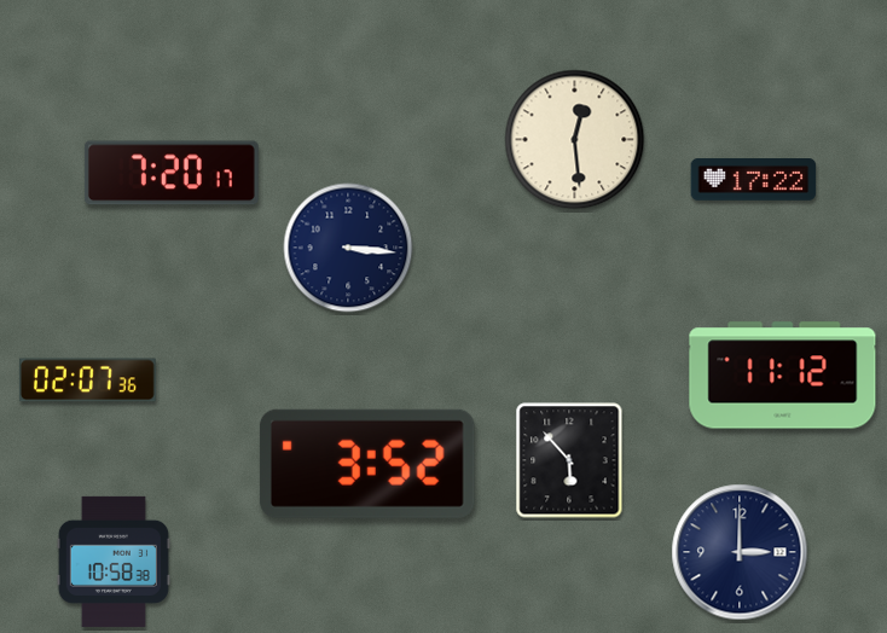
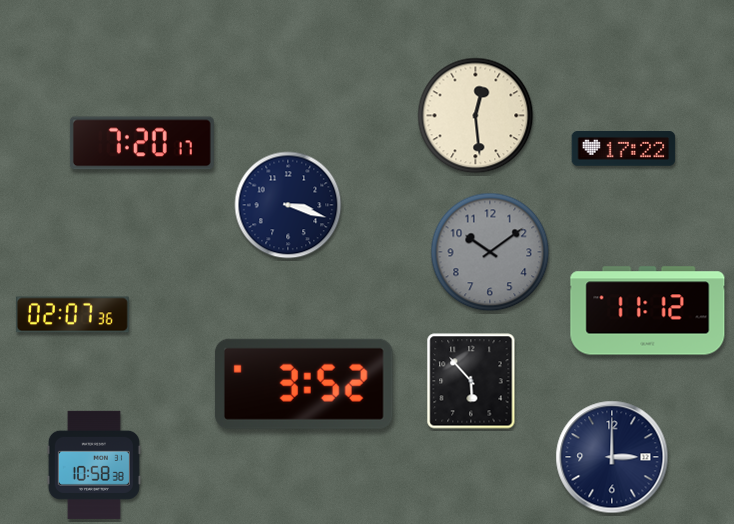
clock at (348, 248): 3:16 -> 3:18
clock at (490, 252): none -> 10:09
